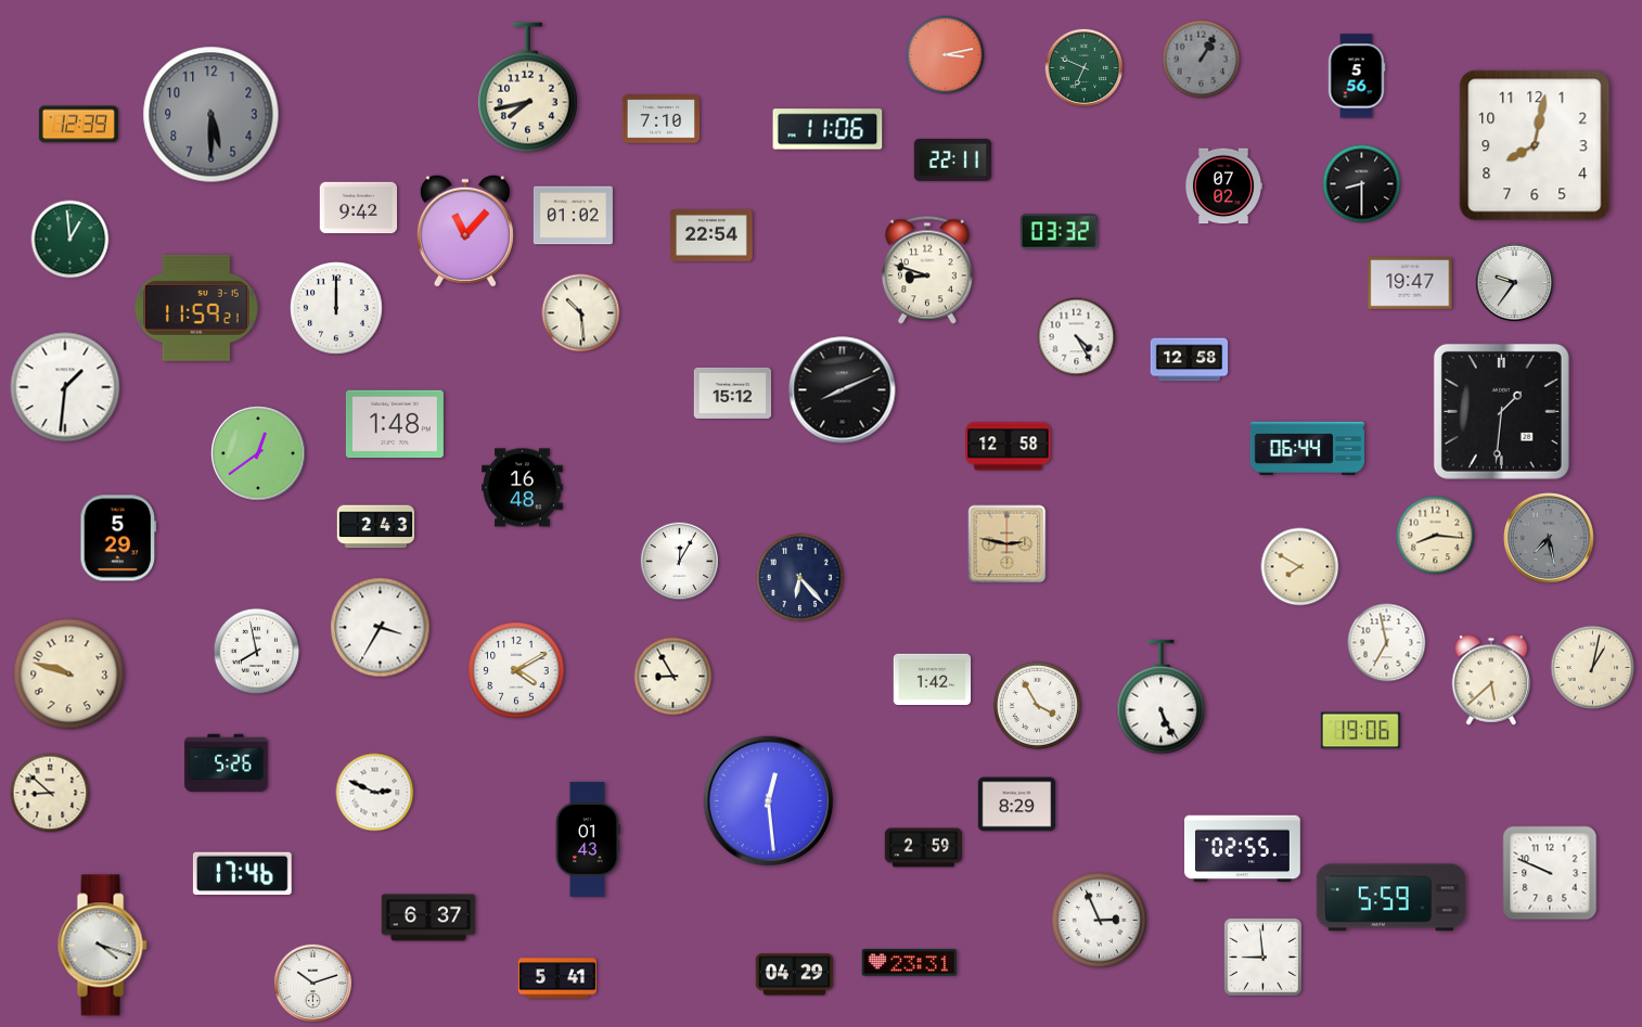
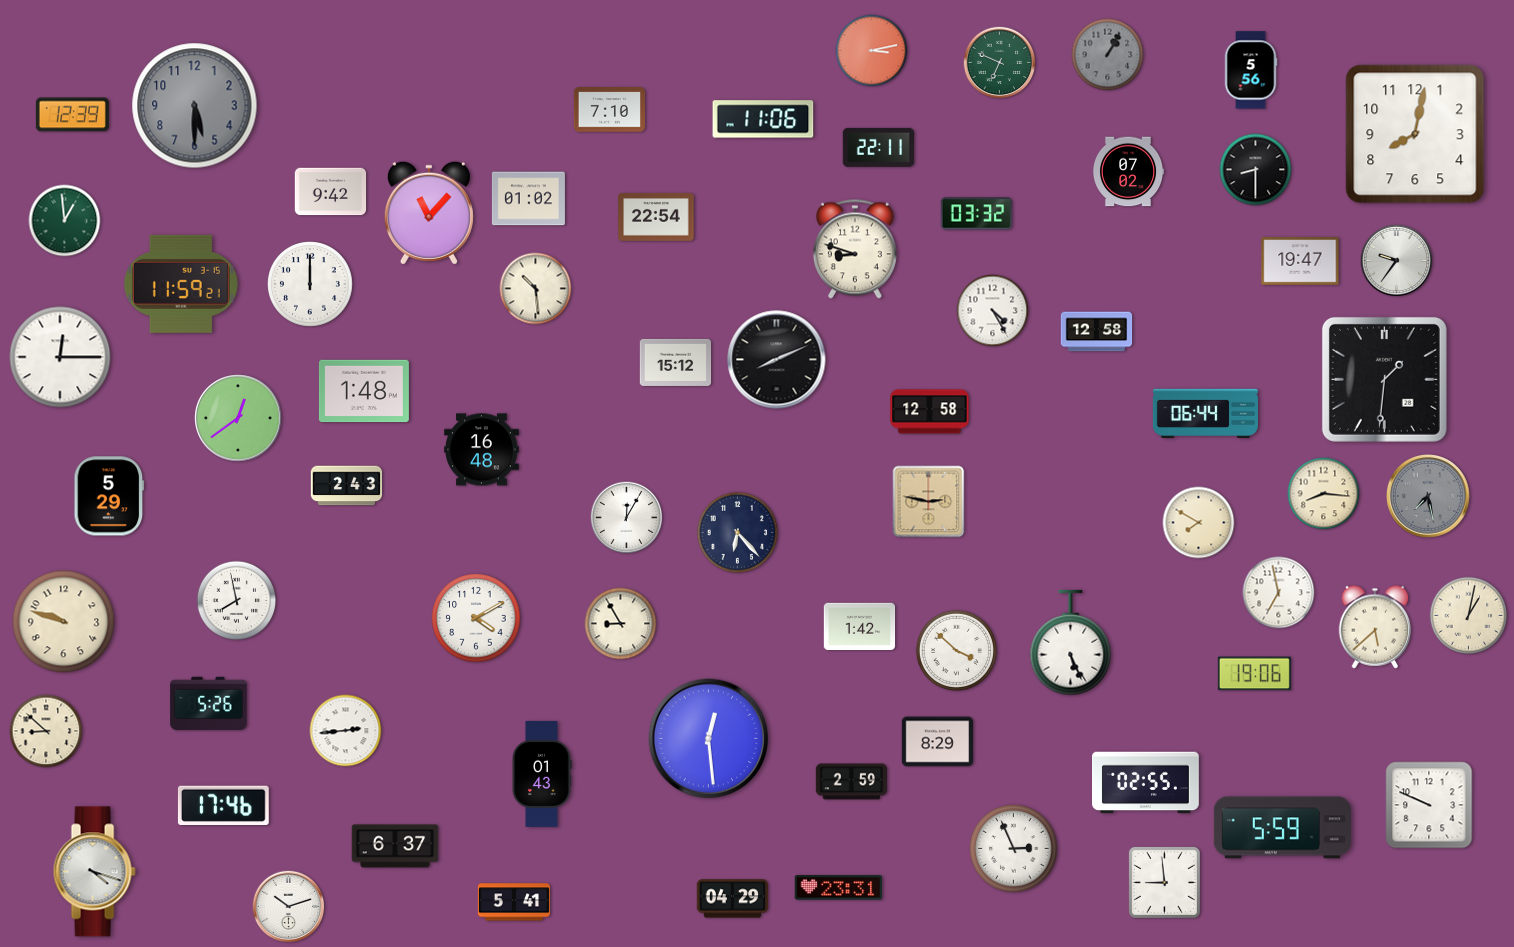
clock at (527, 88): 7:43 -> none
clock at (65, 387): 1:31 -> 12:15
clock at (381, 628): 3:35 -> none
clock at (1037, 705): 3:55 -> 3:52
clock at (375, 793): 2:49 -> 2:44
